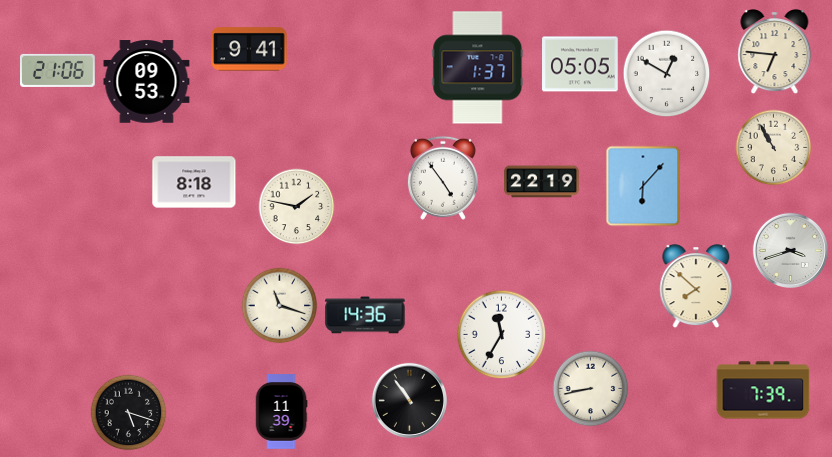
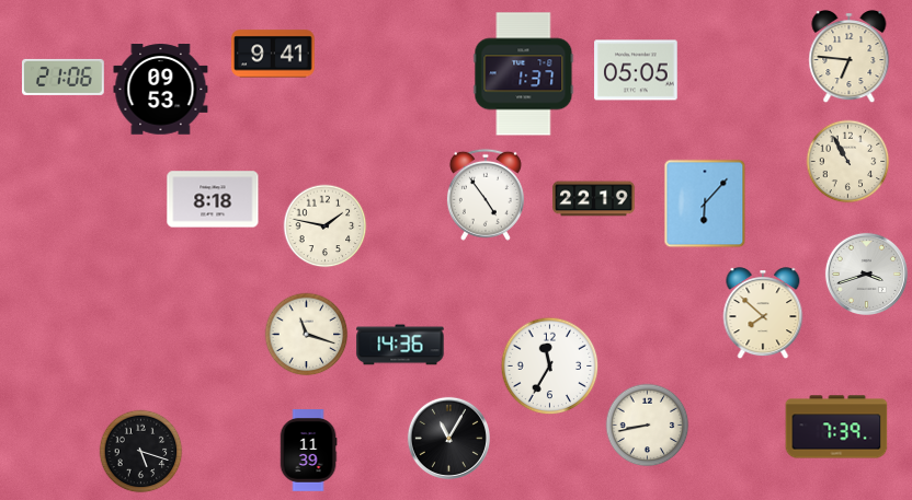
clock at (667, 74): 12:50 -> none
clock at (409, 400): 10:54 -> 11:05
